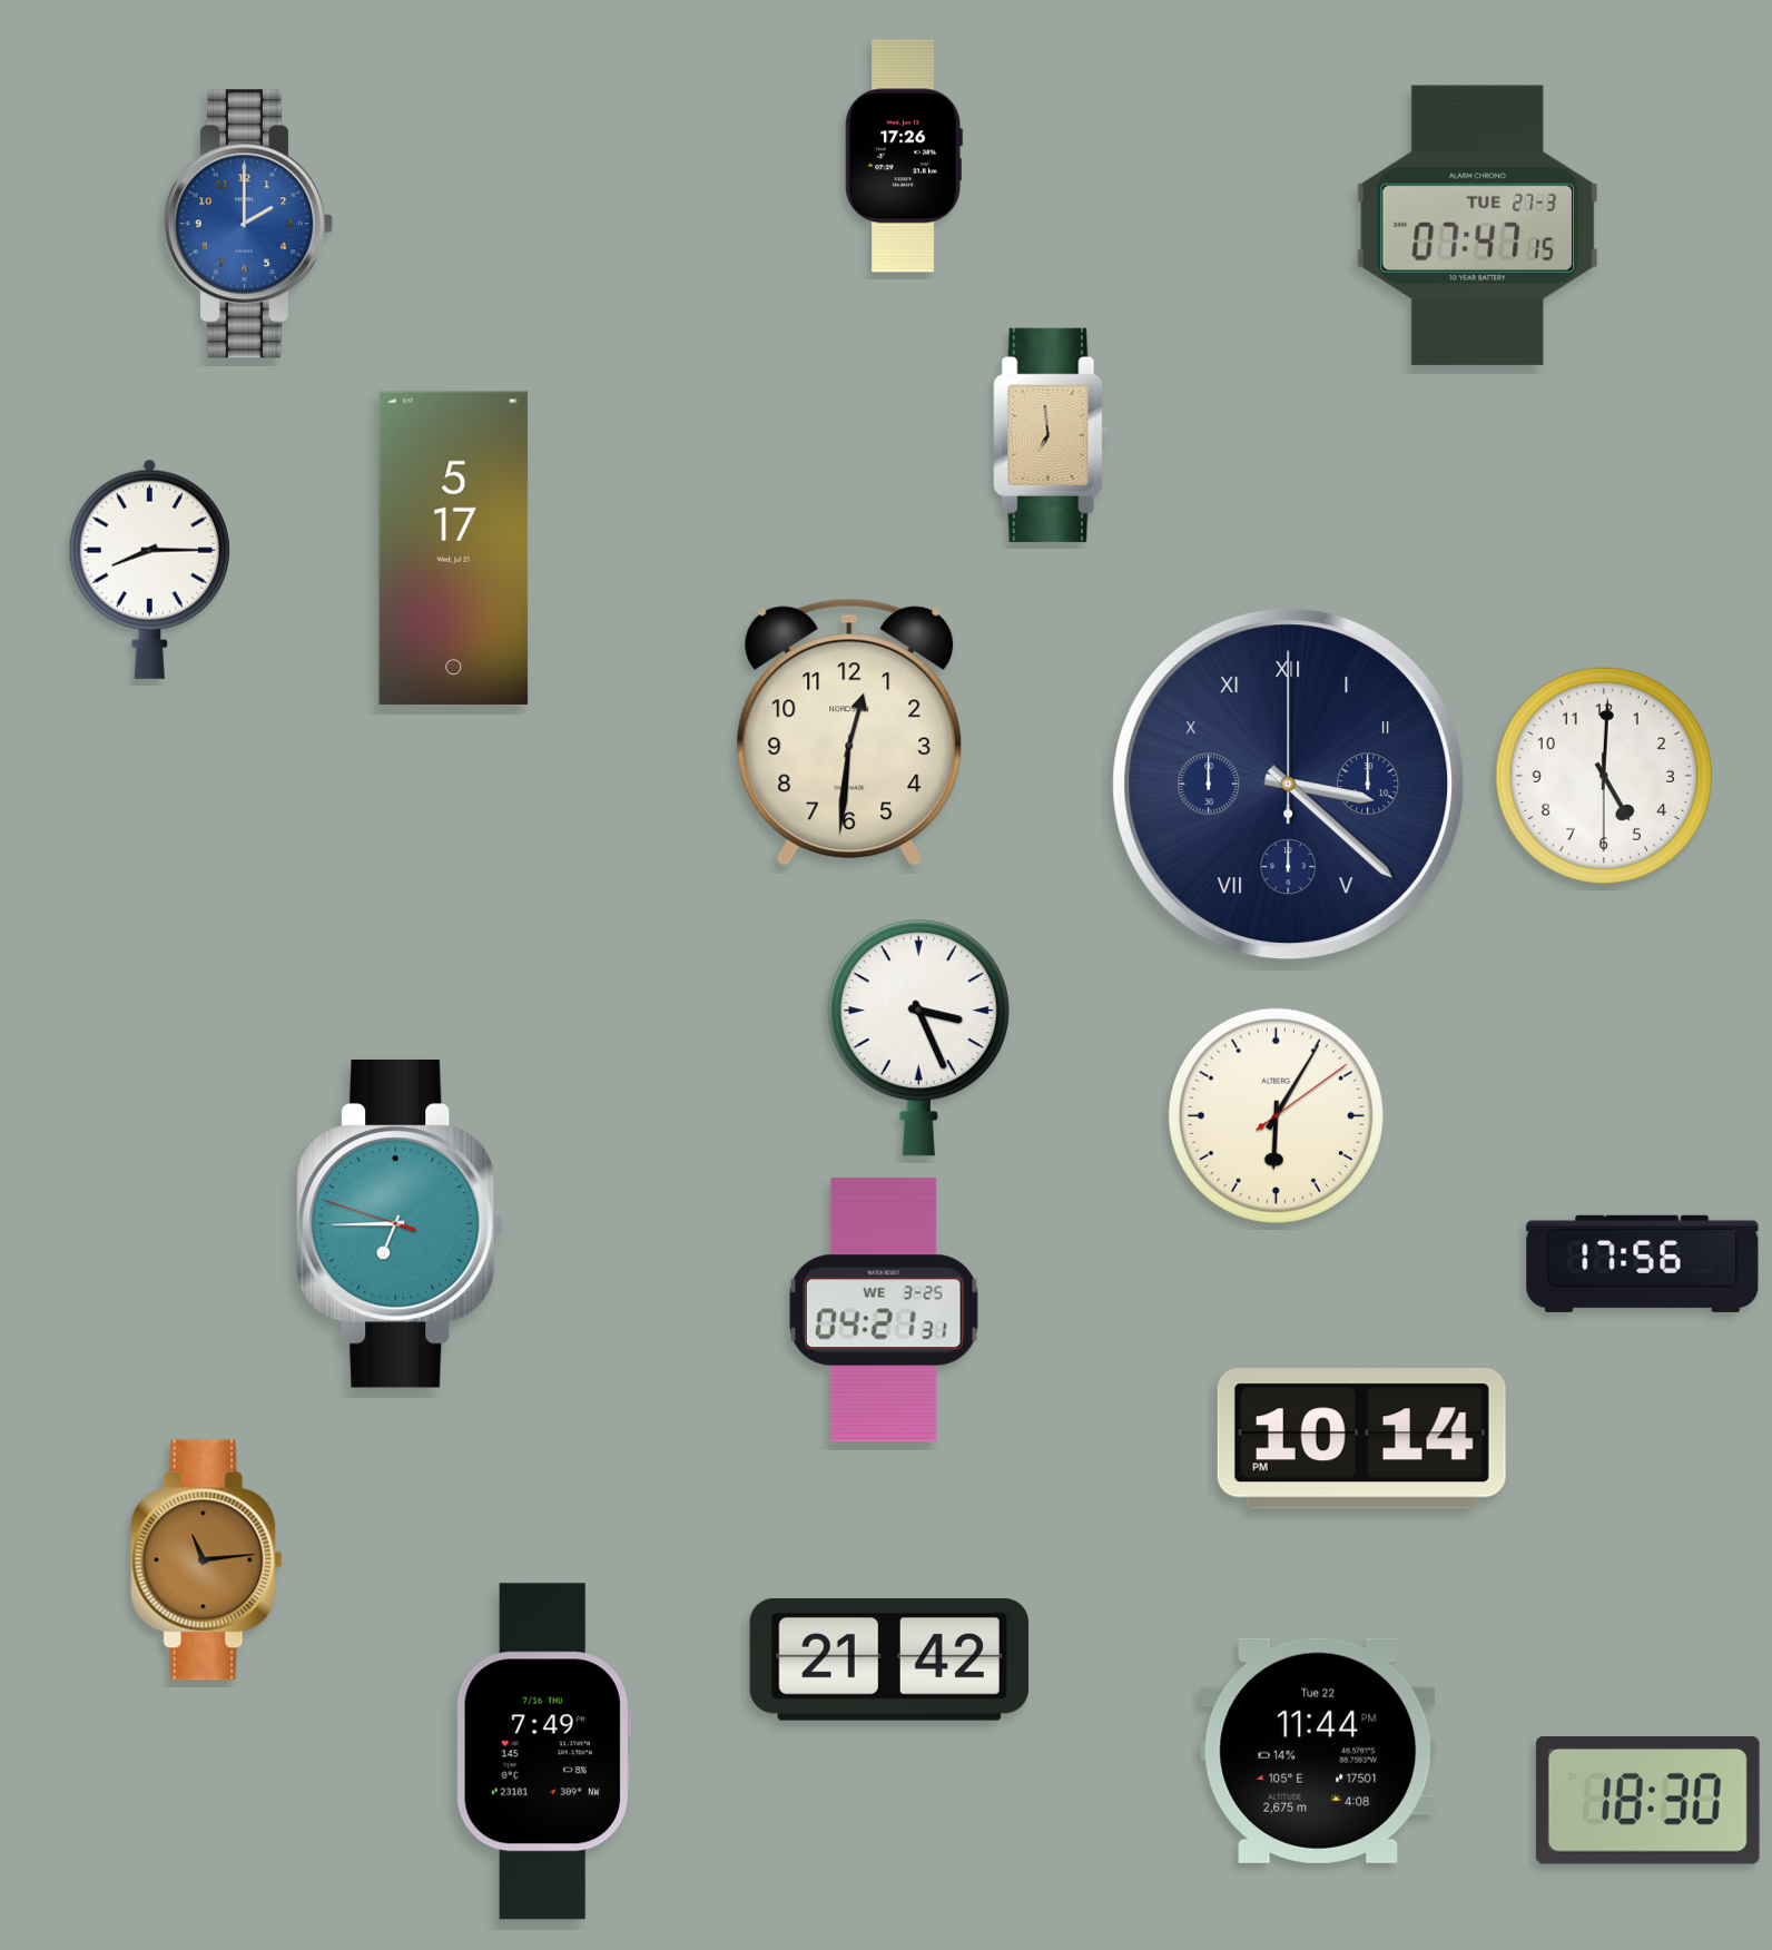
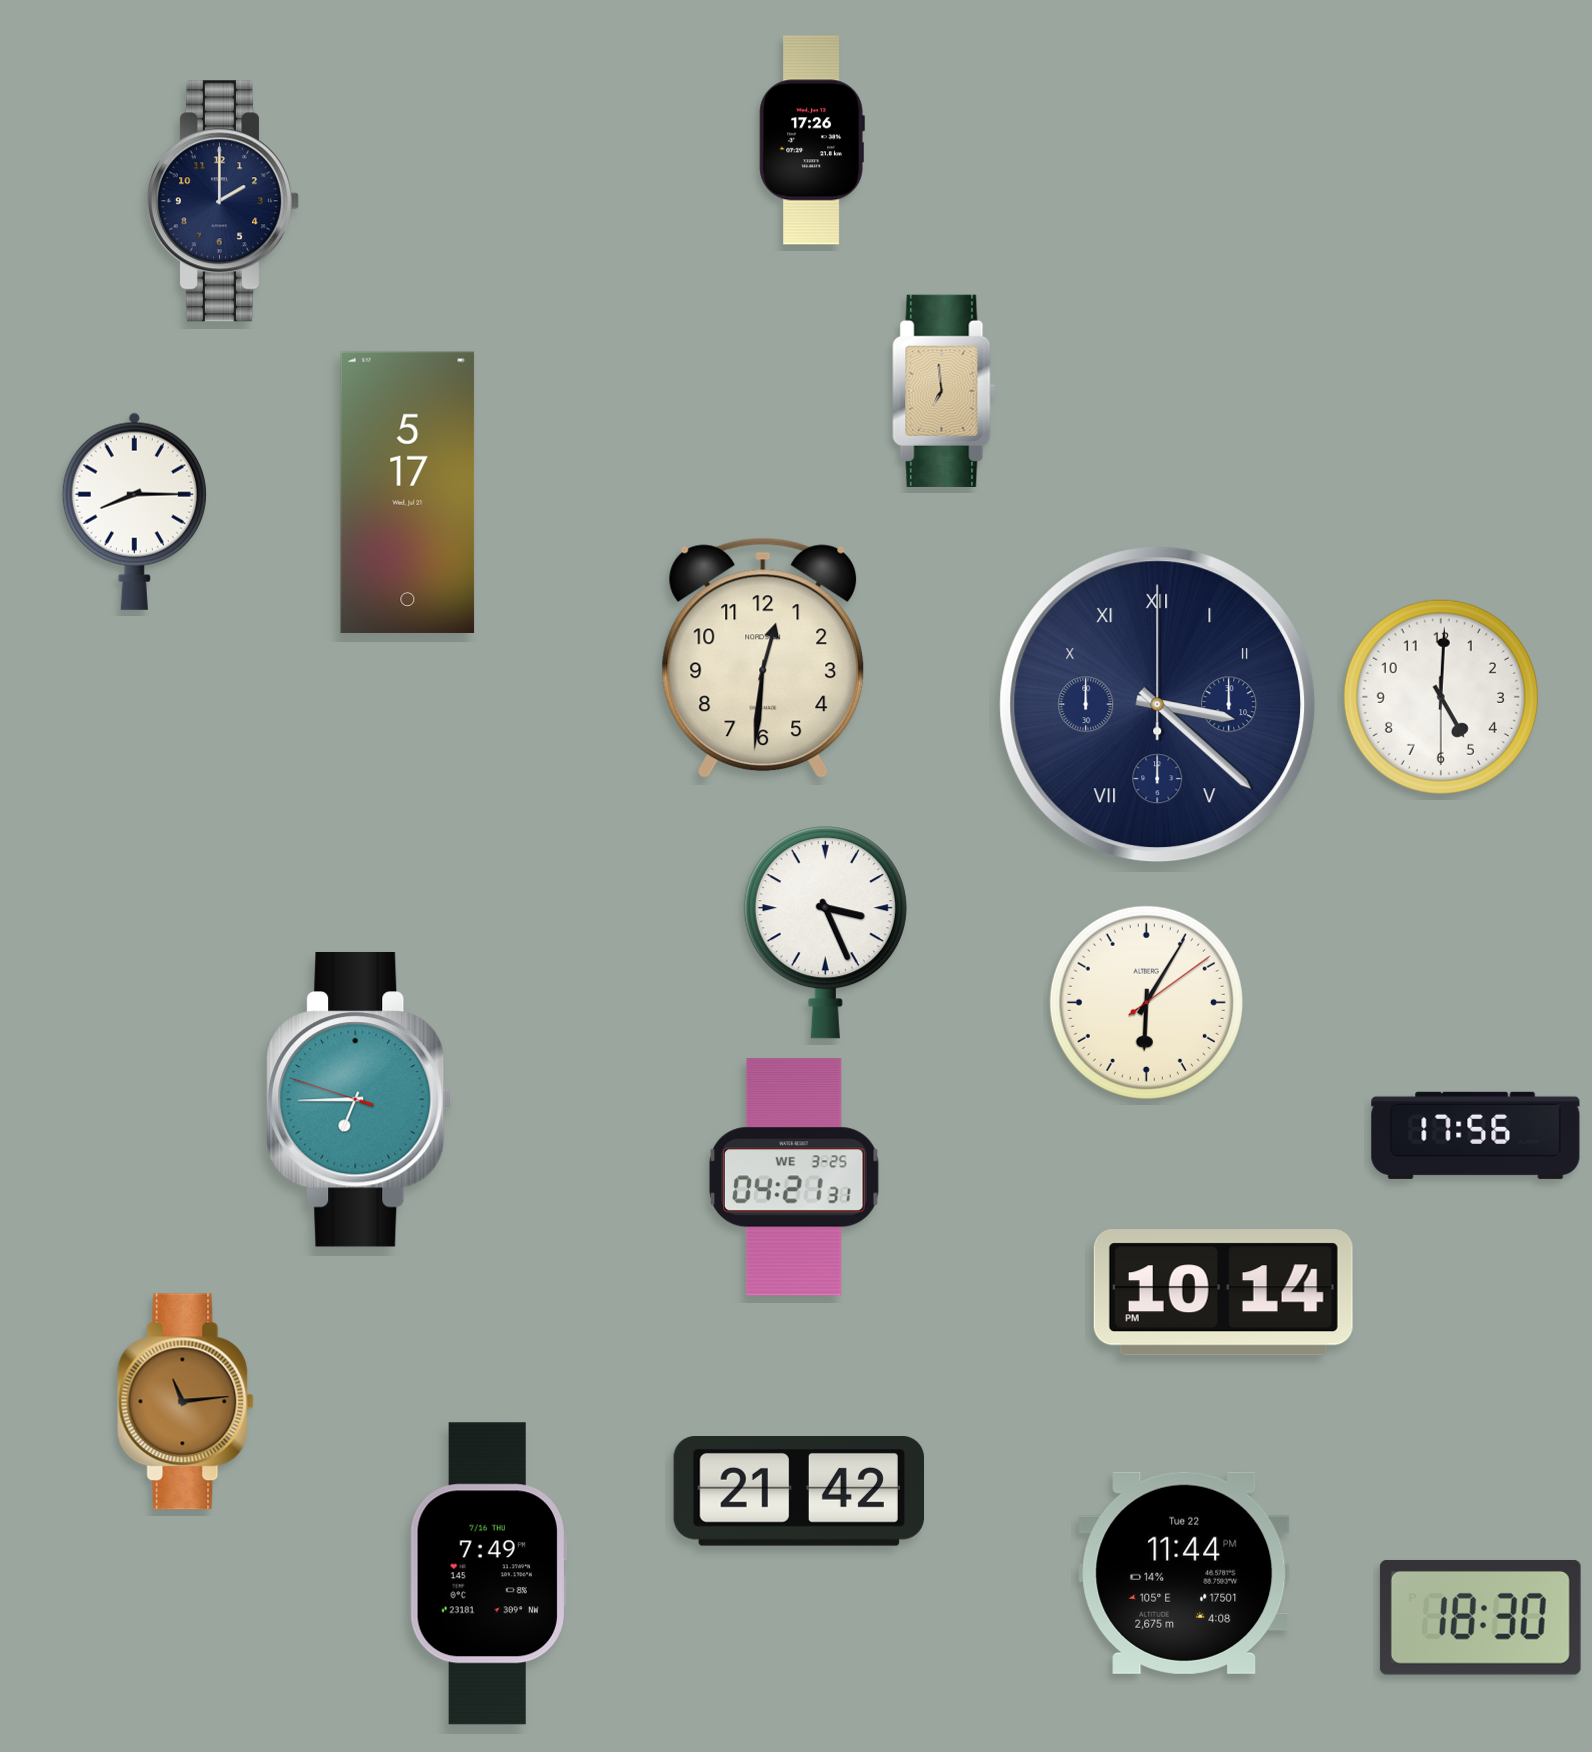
clock at (248, 224) dial: blue -> navy
clock at (1477, 225): 07:47 -> none
